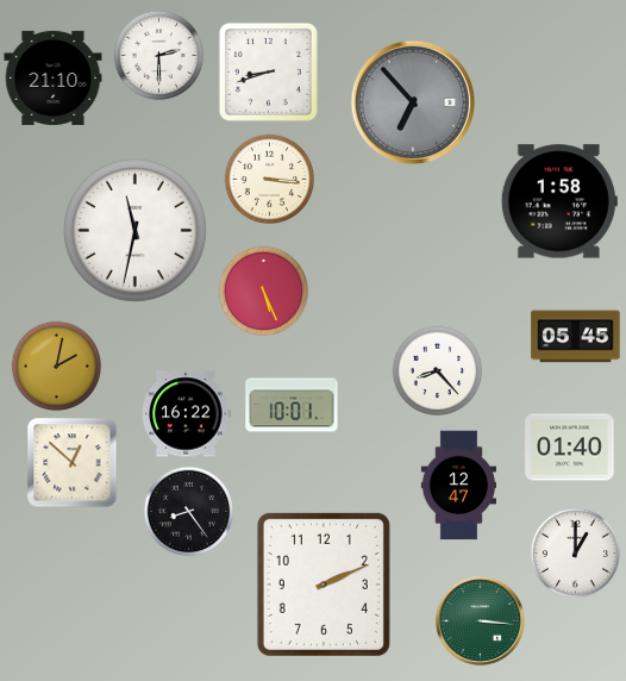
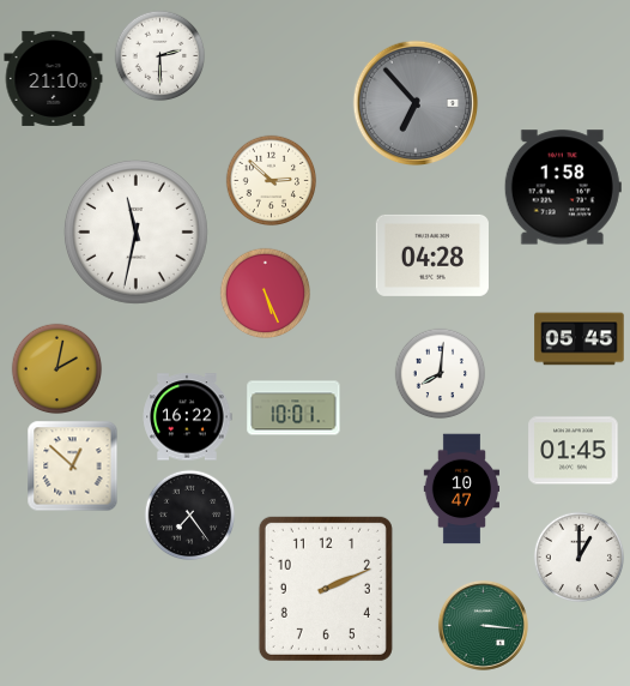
clock at (268, 71): 8:42 -> none
clock at (270, 180): 3:16 -> 2:52
clock at (559, 201) position: (559, 201) -> (563, 187)
clock at (432, 255): none -> 04:28
clock at (438, 371): 8:23 -> 8:01
clock at (570, 448): 01:40 -> 01:45
clock at (458, 486): 12:47 -> 10:47
clock at (189, 512): 8:24 -> 7:24
